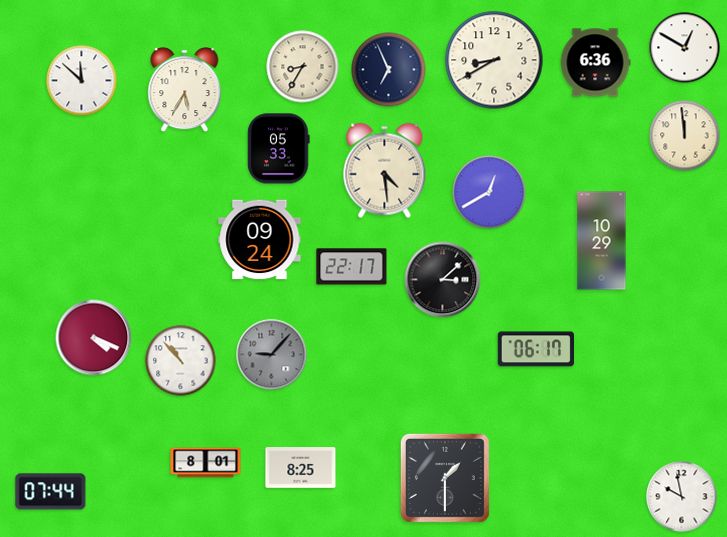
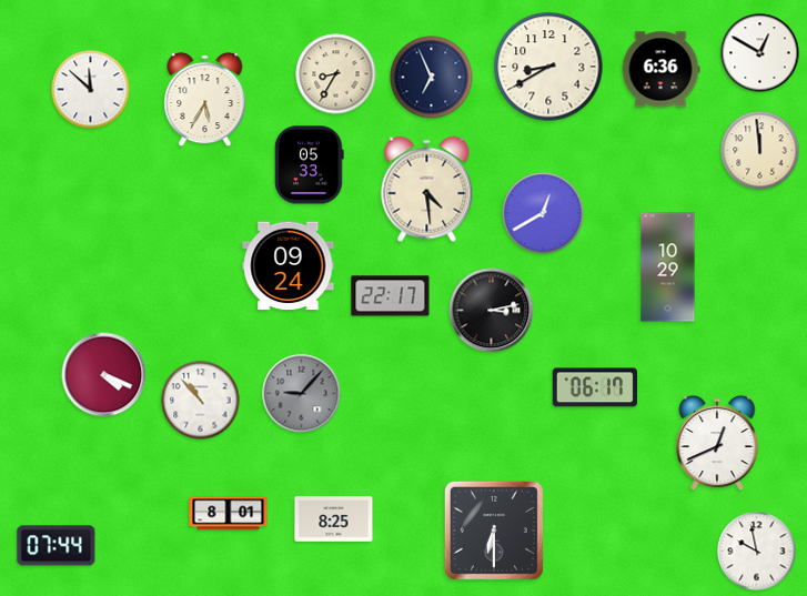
clock at (443, 280): 3:08 -> 3:13
clock at (717, 443): none -> 12:41
clock at (445, 478): 1:30 -> 6:30
